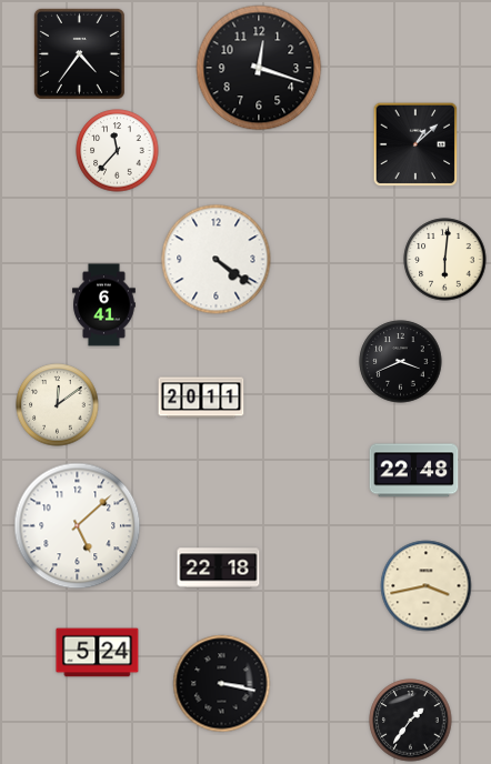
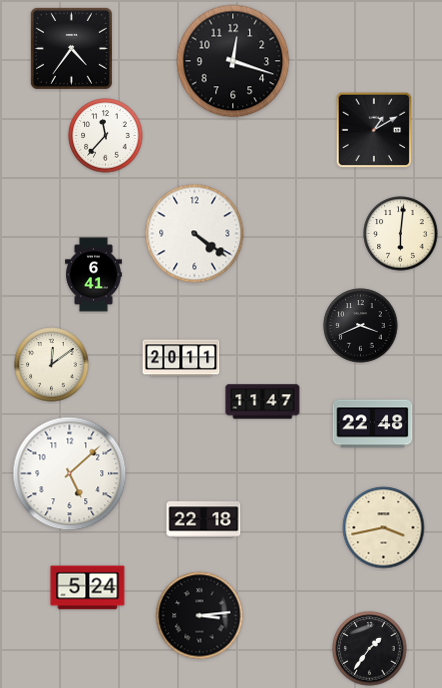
clock at (415, 144): 1:08 -> 1:10
clock at (263, 402): none -> 11:47
clock at (219, 569) position: (219, 569) -> (204, 520)
clock at (222, 684): 3:17 -> 3:14
